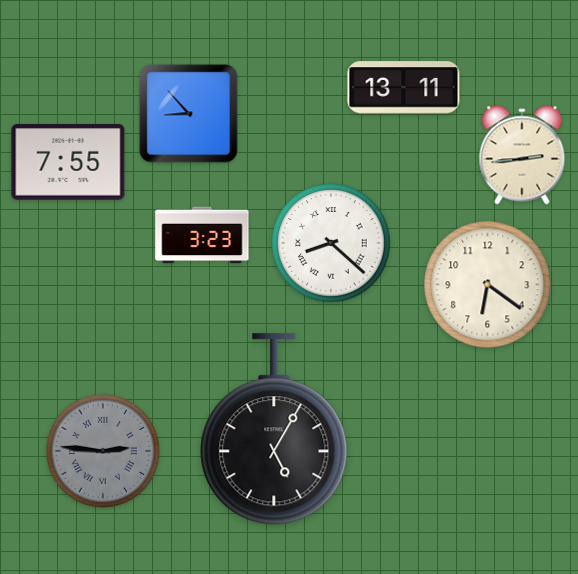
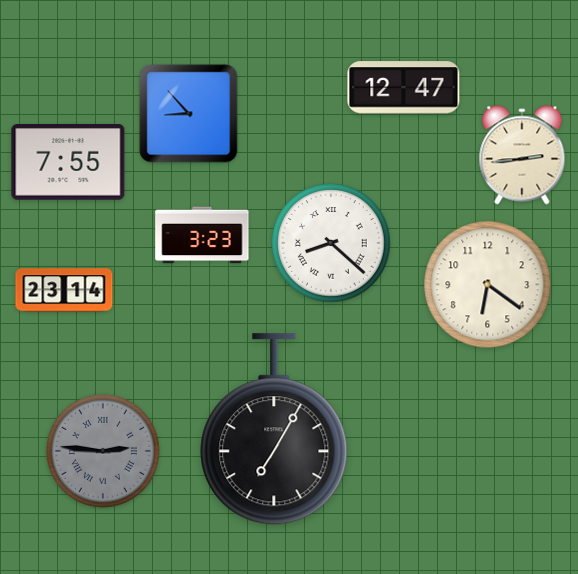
clock at (404, 88): 13:11 -> 12:47
clock at (64, 290): none -> 23:14
clock at (274, 430): 5:05 -> 7:05
